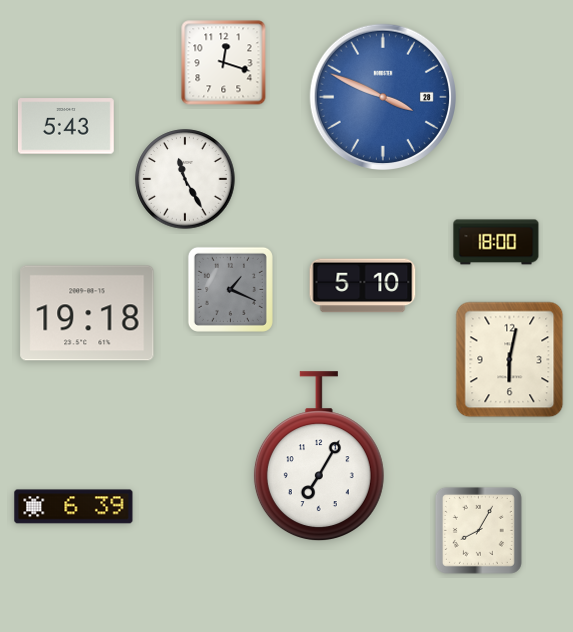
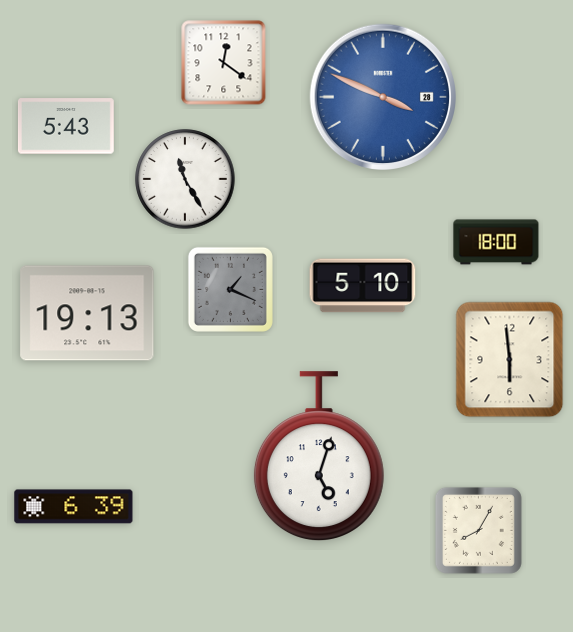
clock at (224, 63): 12:18 -> 12:21
clock at (87, 313): 19:18 -> 19:13
clock at (510, 360): 6:02 -> 5:59
clock at (319, 456): 7:05 -> 5:03
